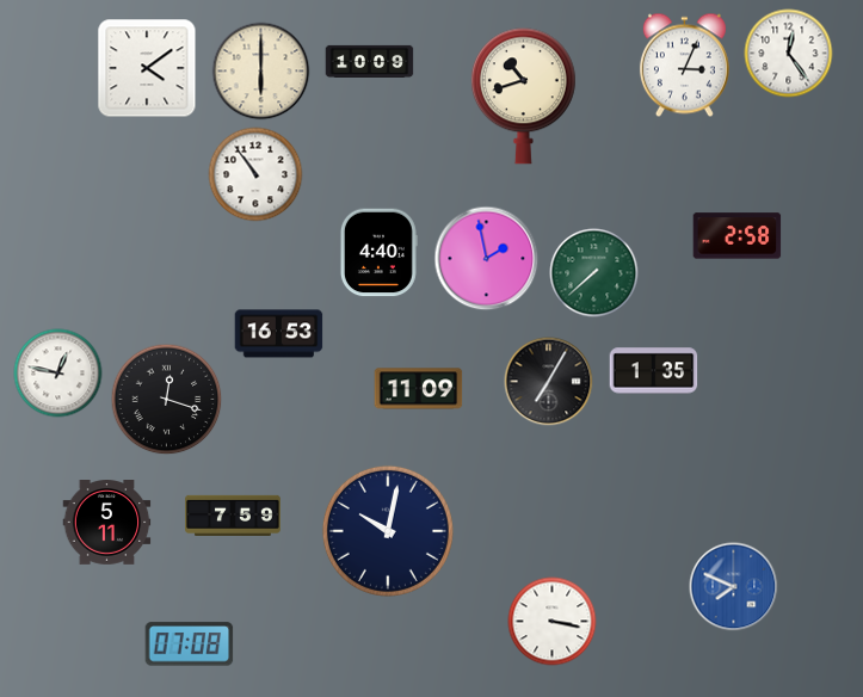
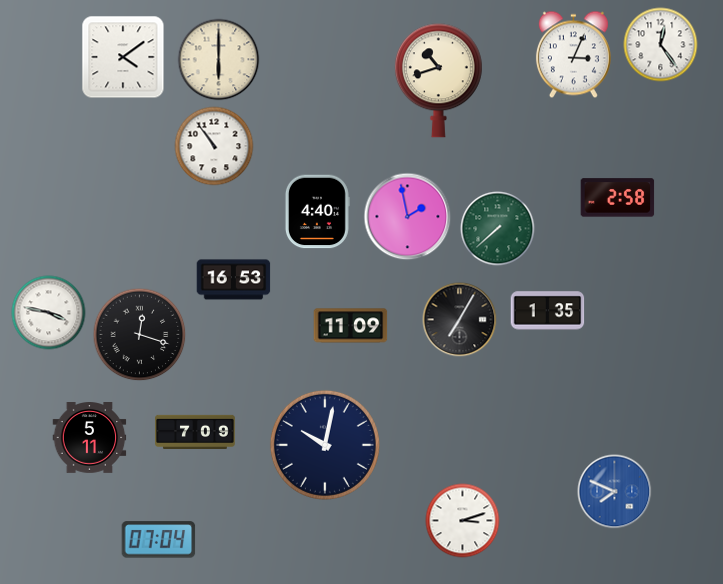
clock at (370, 61): 10:09 -> none
clock at (58, 374): 12:47 -> 3:47
clock at (233, 514): 7:59 -> 7:09
clock at (553, 622): 3:17 -> 3:12
clock at (190, 644): 07:08 -> 07:04
